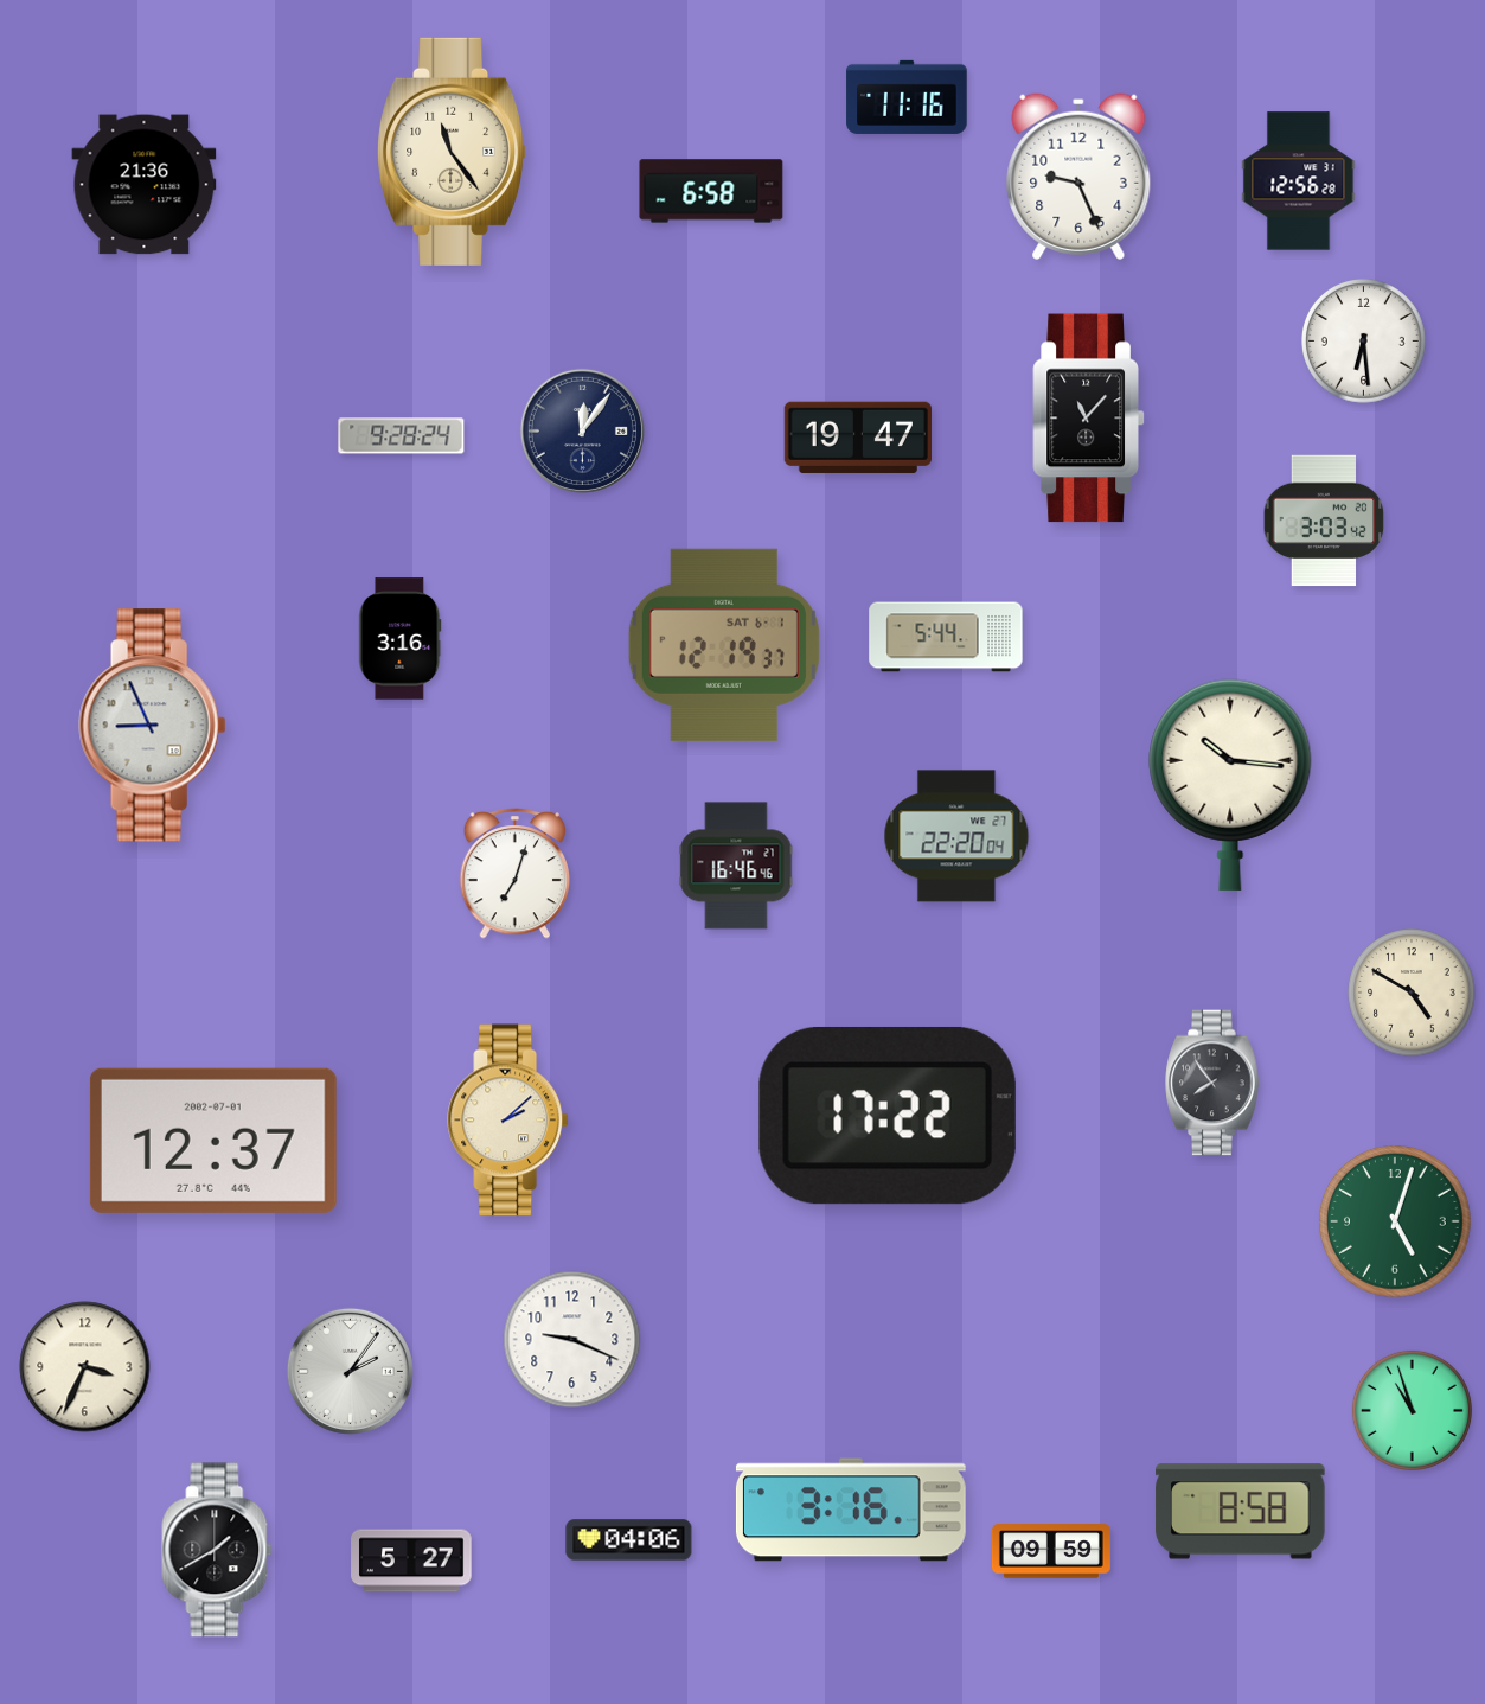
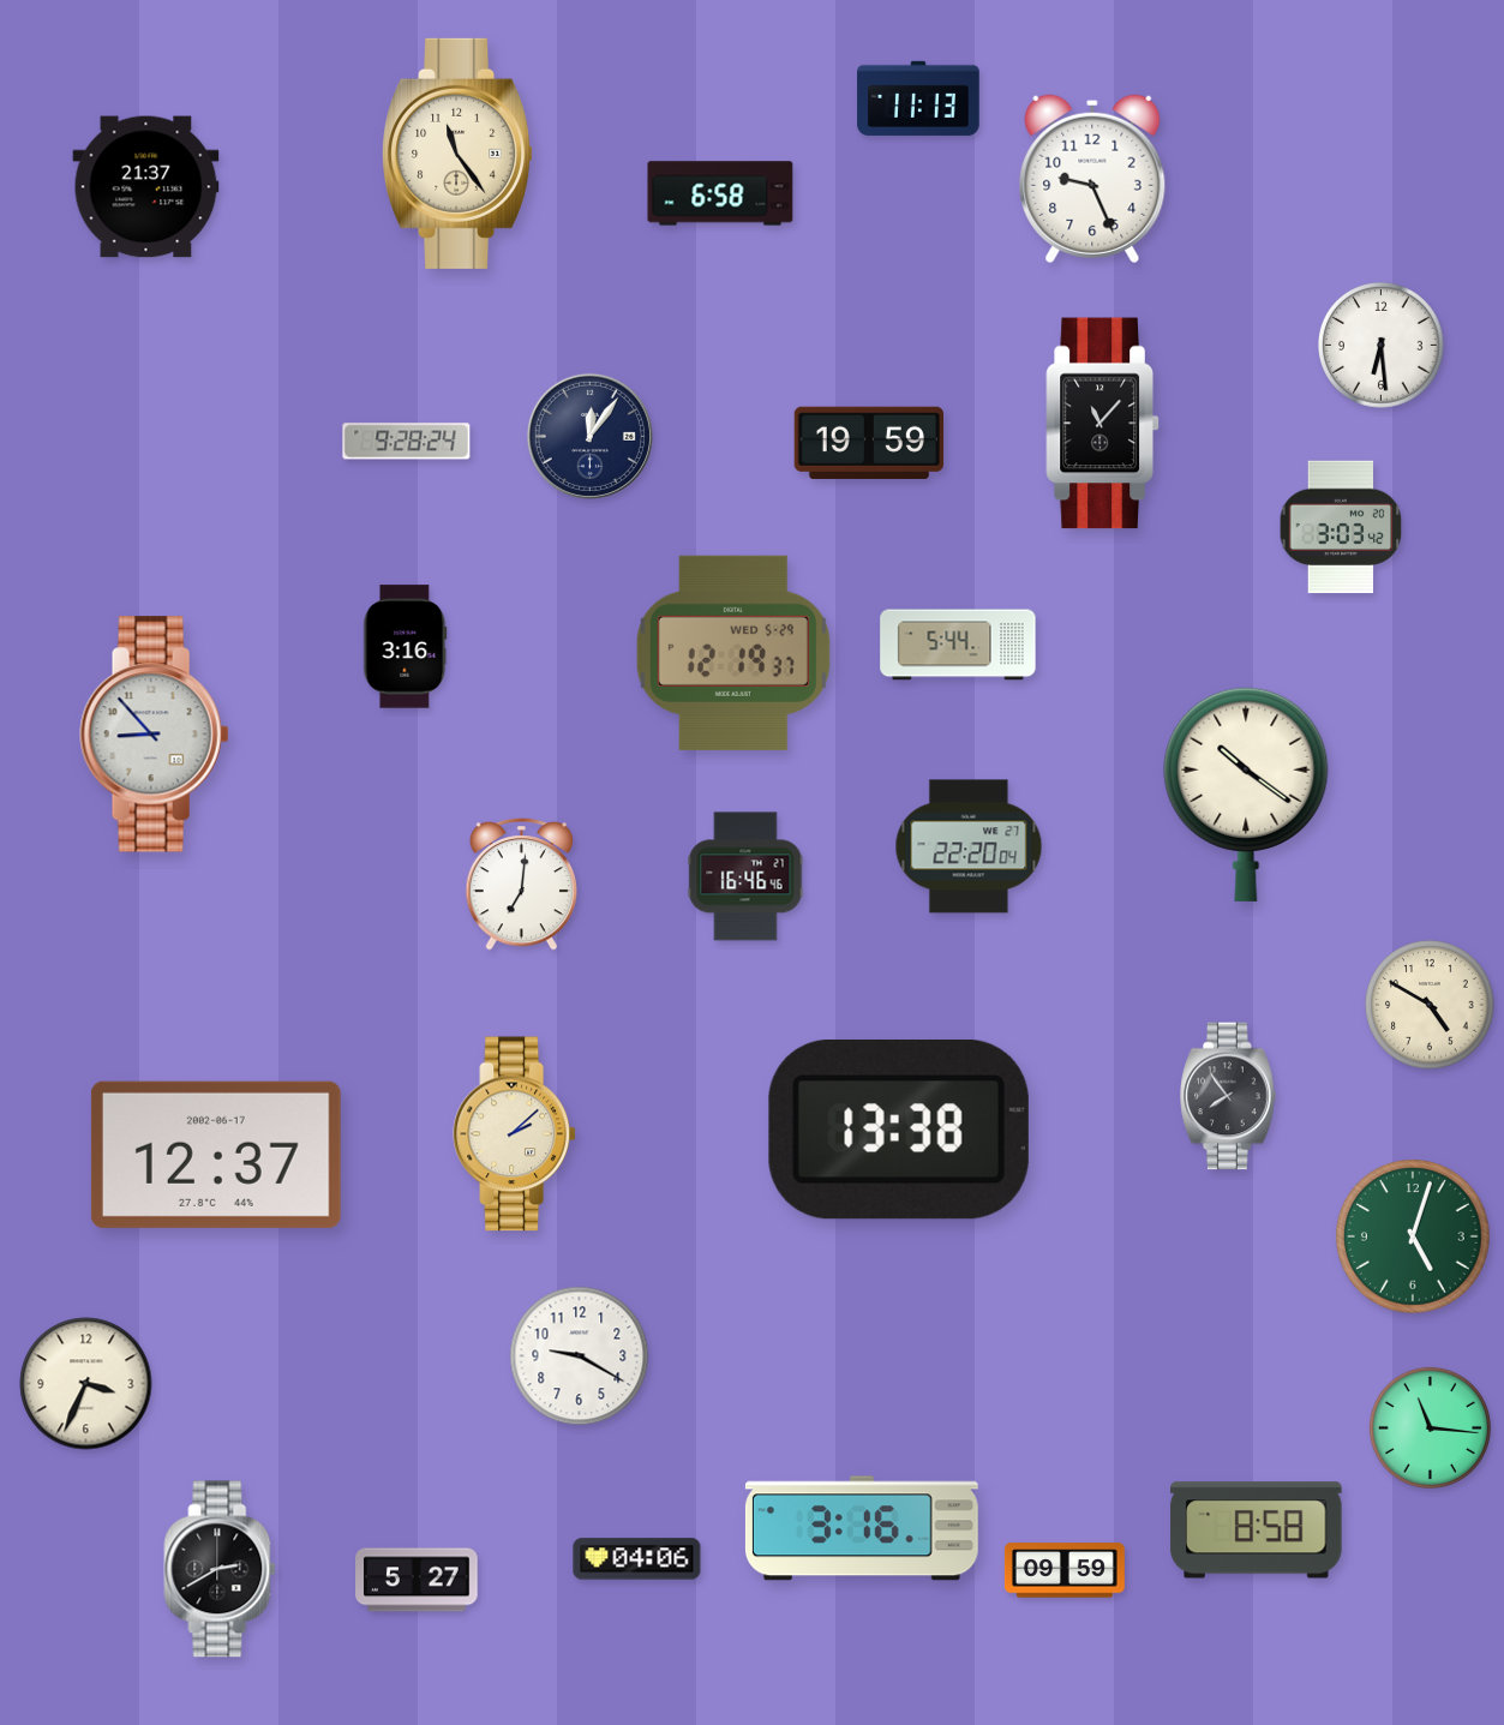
clock at (907, 97): 11:16 -> 11:13
clock at (1299, 181): 12:56 -> none
clock at (145, 185): 21:36 -> 21:37
clock at (857, 438): 19:47 -> 19:59
clock at (724, 645) date: SAT 6-1 -> WED 5-29
clock at (153, 726): 8:56 -> 8:53
clock at (1230, 785): 10:16 -> 10:21
clock at (516, 873): 7:03 -> 7:01
clock at (888, 1116): 17:22 -> 13:38
clock at (213, 1141) date: 2002-07-01 -> 2002-06-17
clock at (572, 1340): 9:19 -> 9:20
clock at (350, 1371): 2:06 -> none
clock at (1412, 1410): 10:57 -> 11:16
clock at (217, 1550): 1:40 -> 2:40
